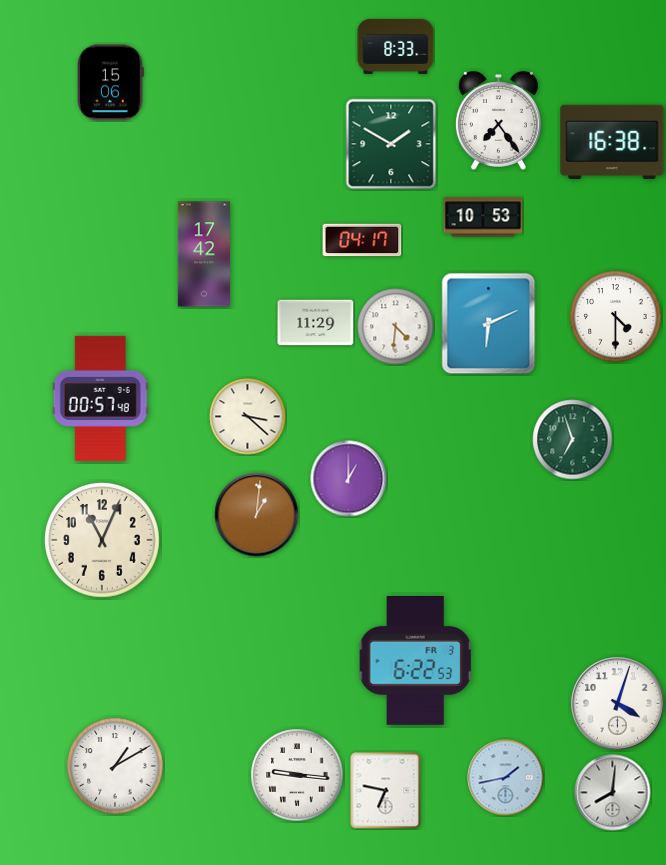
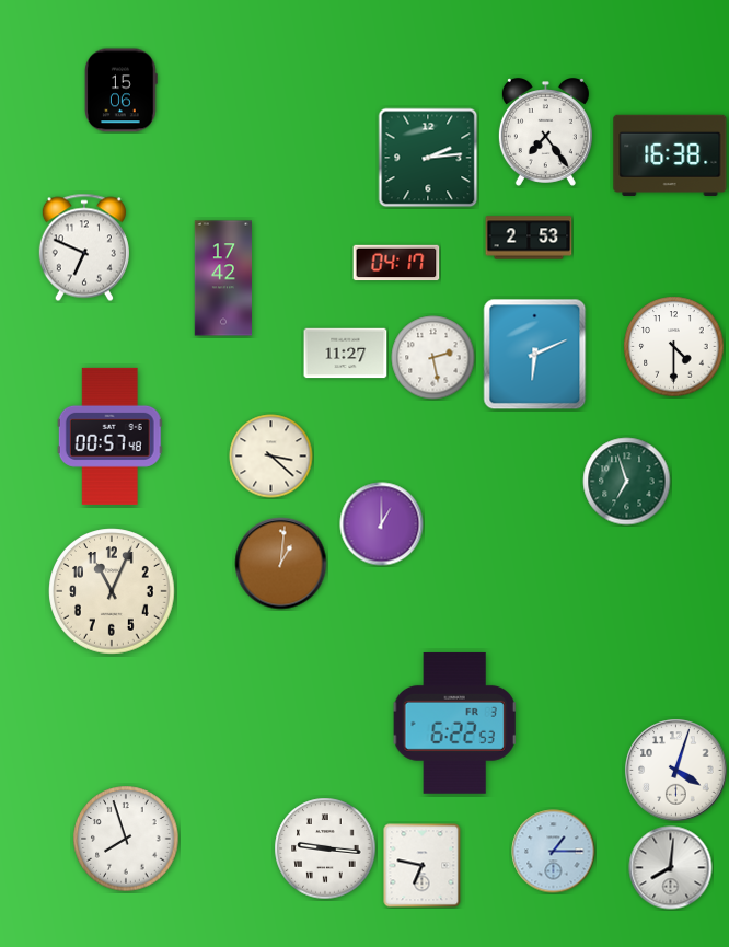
clock at (396, 46): 8:33 -> none
clock at (391, 144): 1:50 -> 2:14
clock at (483, 217): 10:53 -> 2:53
clock at (84, 247): none -> 6:49
clock at (316, 323): 11:29 -> 11:27
clock at (396, 327): 4:31 -> 2:28
clock at (115, 766): 1:10 -> 7:57
clock at (506, 778): 1:43 -> 1:15
